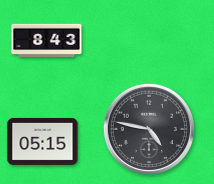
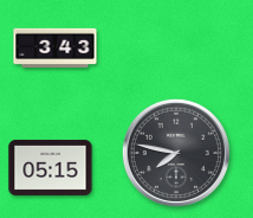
clock at (47, 41): 8:43 -> 3:43
clock at (149, 129): 4:47 -> 7:47
